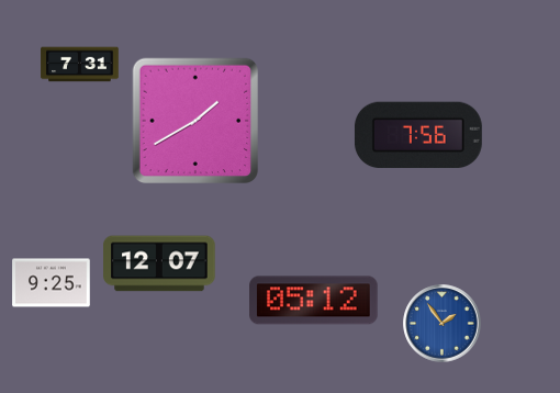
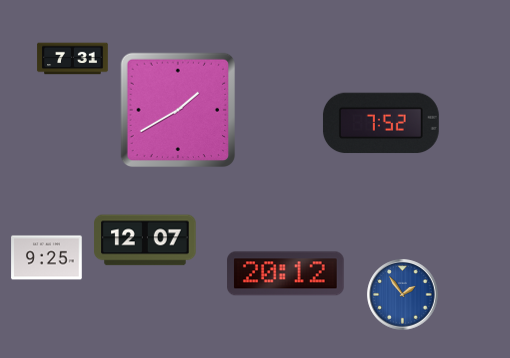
clock at (418, 135): 7:56 -> 7:52
clock at (314, 301): 05:12 -> 20:12
